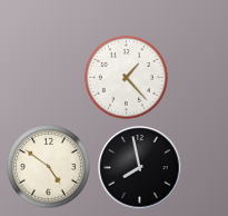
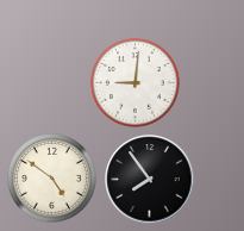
clock at (126, 77): 1:23 -> 9:01
clock at (140, 168): 7:58 -> 7:54
